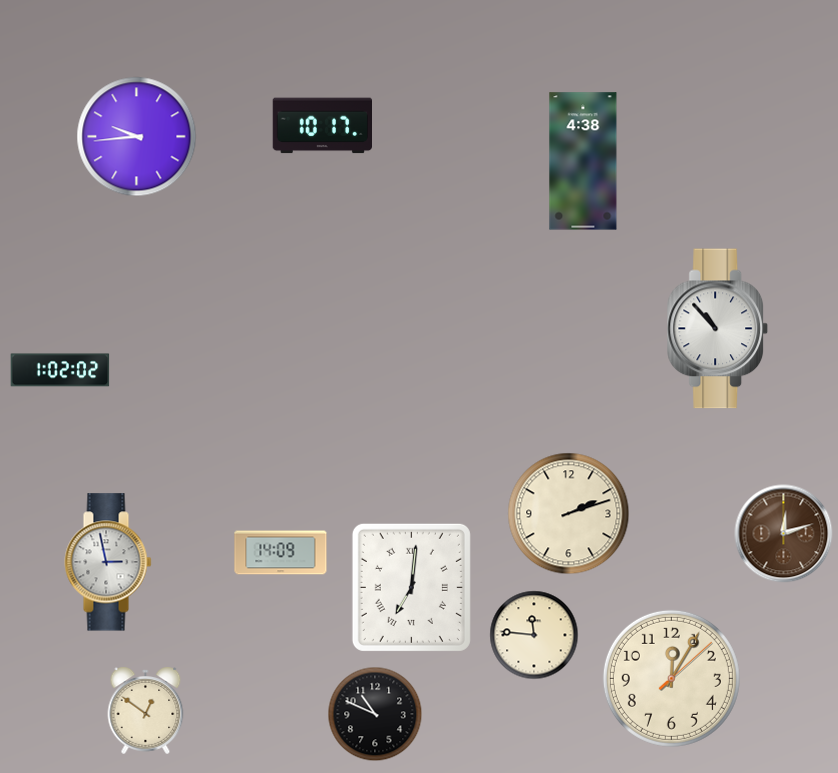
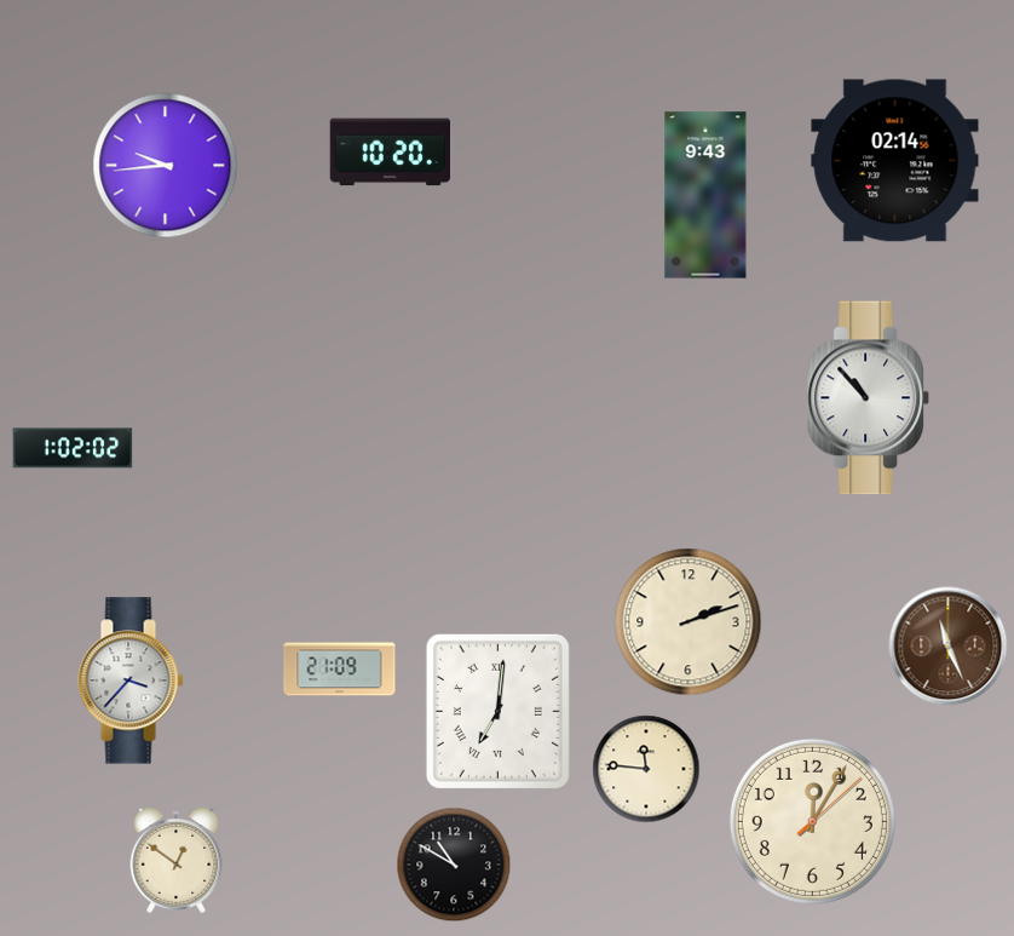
clock at (322, 126): 10:17 -> 10:20
clock at (895, 161): none -> 02:14
clock at (583, 161): 4:38 -> 9:43
clock at (784, 534): 12:12 -> 11:26
clock at (281, 553): 14:09 -> 21:09
clock at (108, 562): 2:58 -> 3:37
clock at (375, 714): 10:49 -> 10:50
